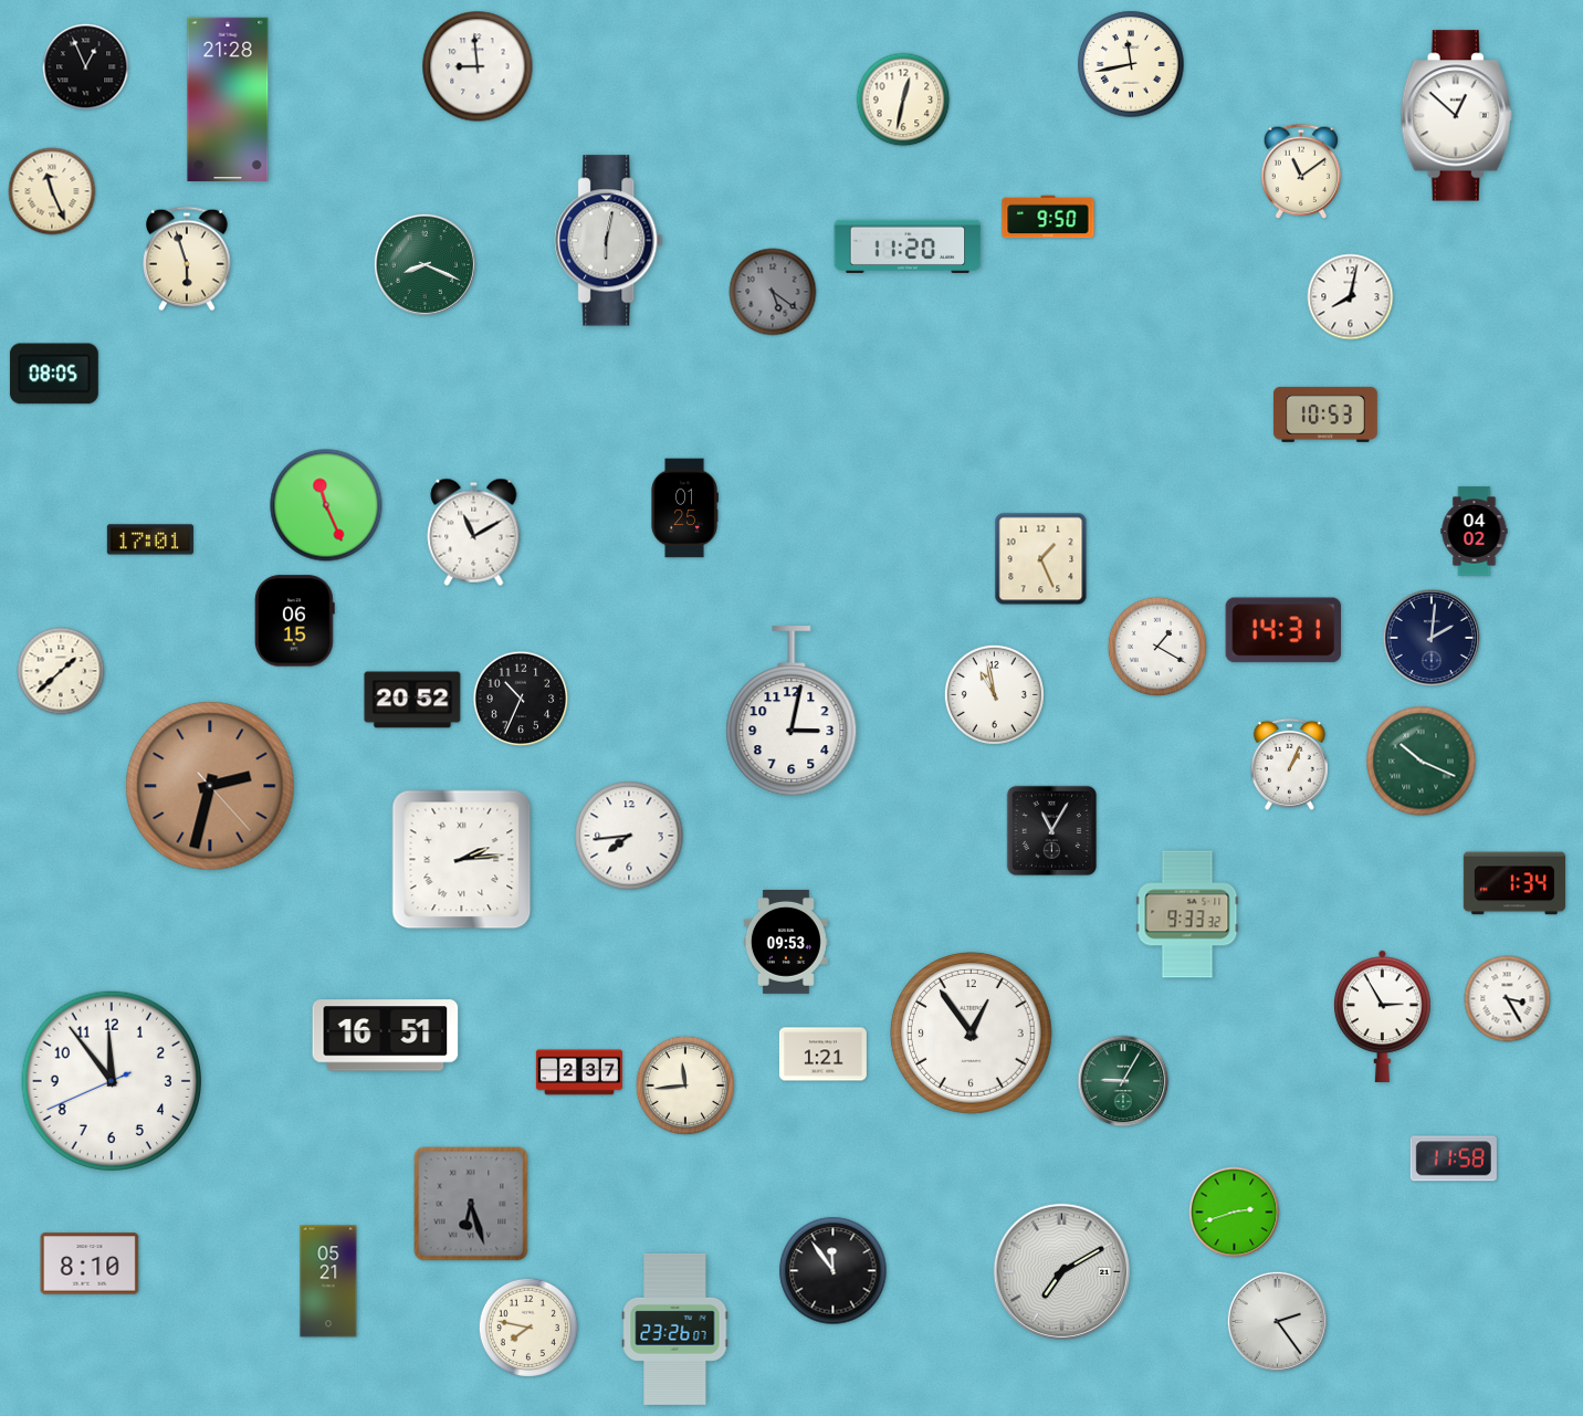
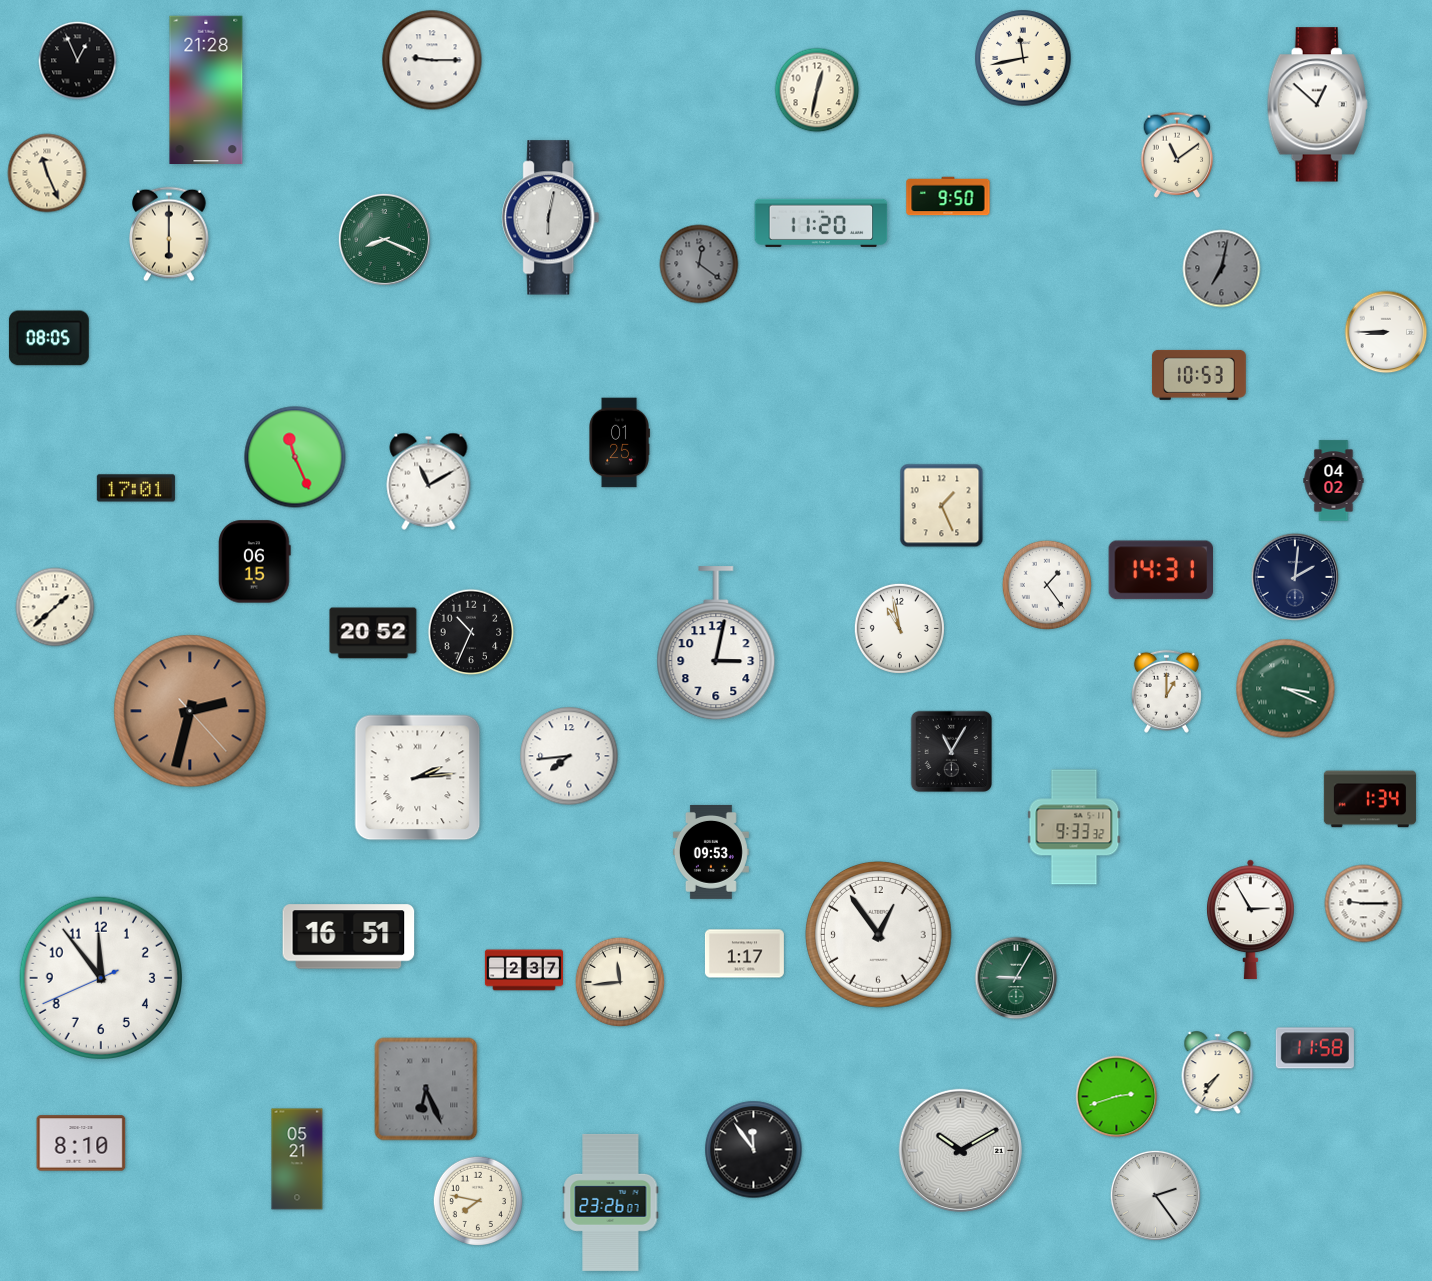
clock at (478, 66): 8:59 -> 9:15
clock at (187, 259): 5:57 -> 6:00
clock at (773, 292): 5:21 -> 12:21
clock at (1351, 297): 8:02 -> 7:02
clock at (1351, 297) dial: white -> grey
clock at (1386, 332): none -> 8:45
clock at (684, 508) position: (684, 508) -> (619, 443)
clock at (294, 621) position: (294, 621) -> (254, 562)
clock at (1157, 647): 1:20 -> 1:24
clock at (1422, 762): 10:19 -> 3:19
clock at (1289, 764): 1:04 -> 1:00
clock at (1508, 999): 3:25 -> 9:15
clock at (822, 1055): 1:21 -> 1:17
clock at (1218, 1073): none -> 7:36
clock at (471, 1204): 6:27 -> 6:26
clock at (1061, 1271): 7:10 -> 10:10
